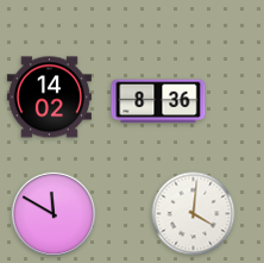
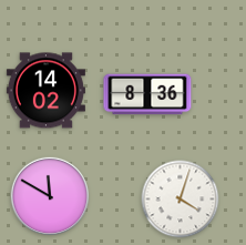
clock at (52, 213) position: (52, 213) -> (49, 195)
clock at (194, 214): 4:01 -> 4:03
